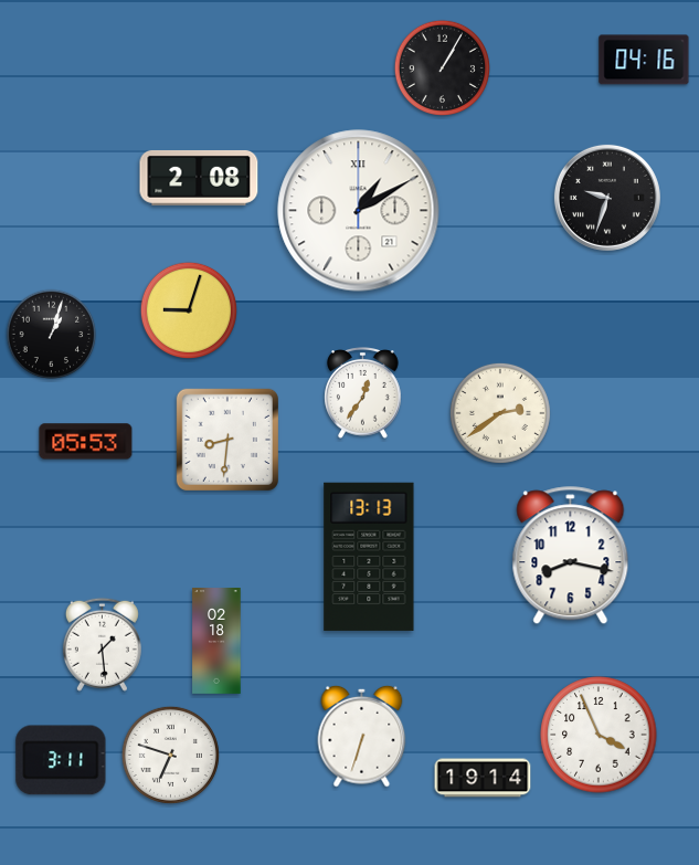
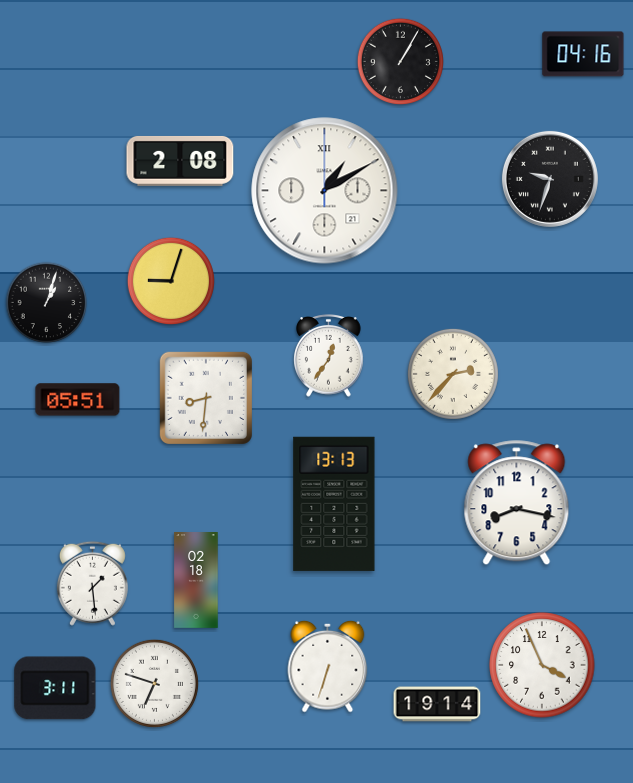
clock at (500, 413): 2:39 -> 2:37
clock at (86, 442): 05:53 -> 05:51
